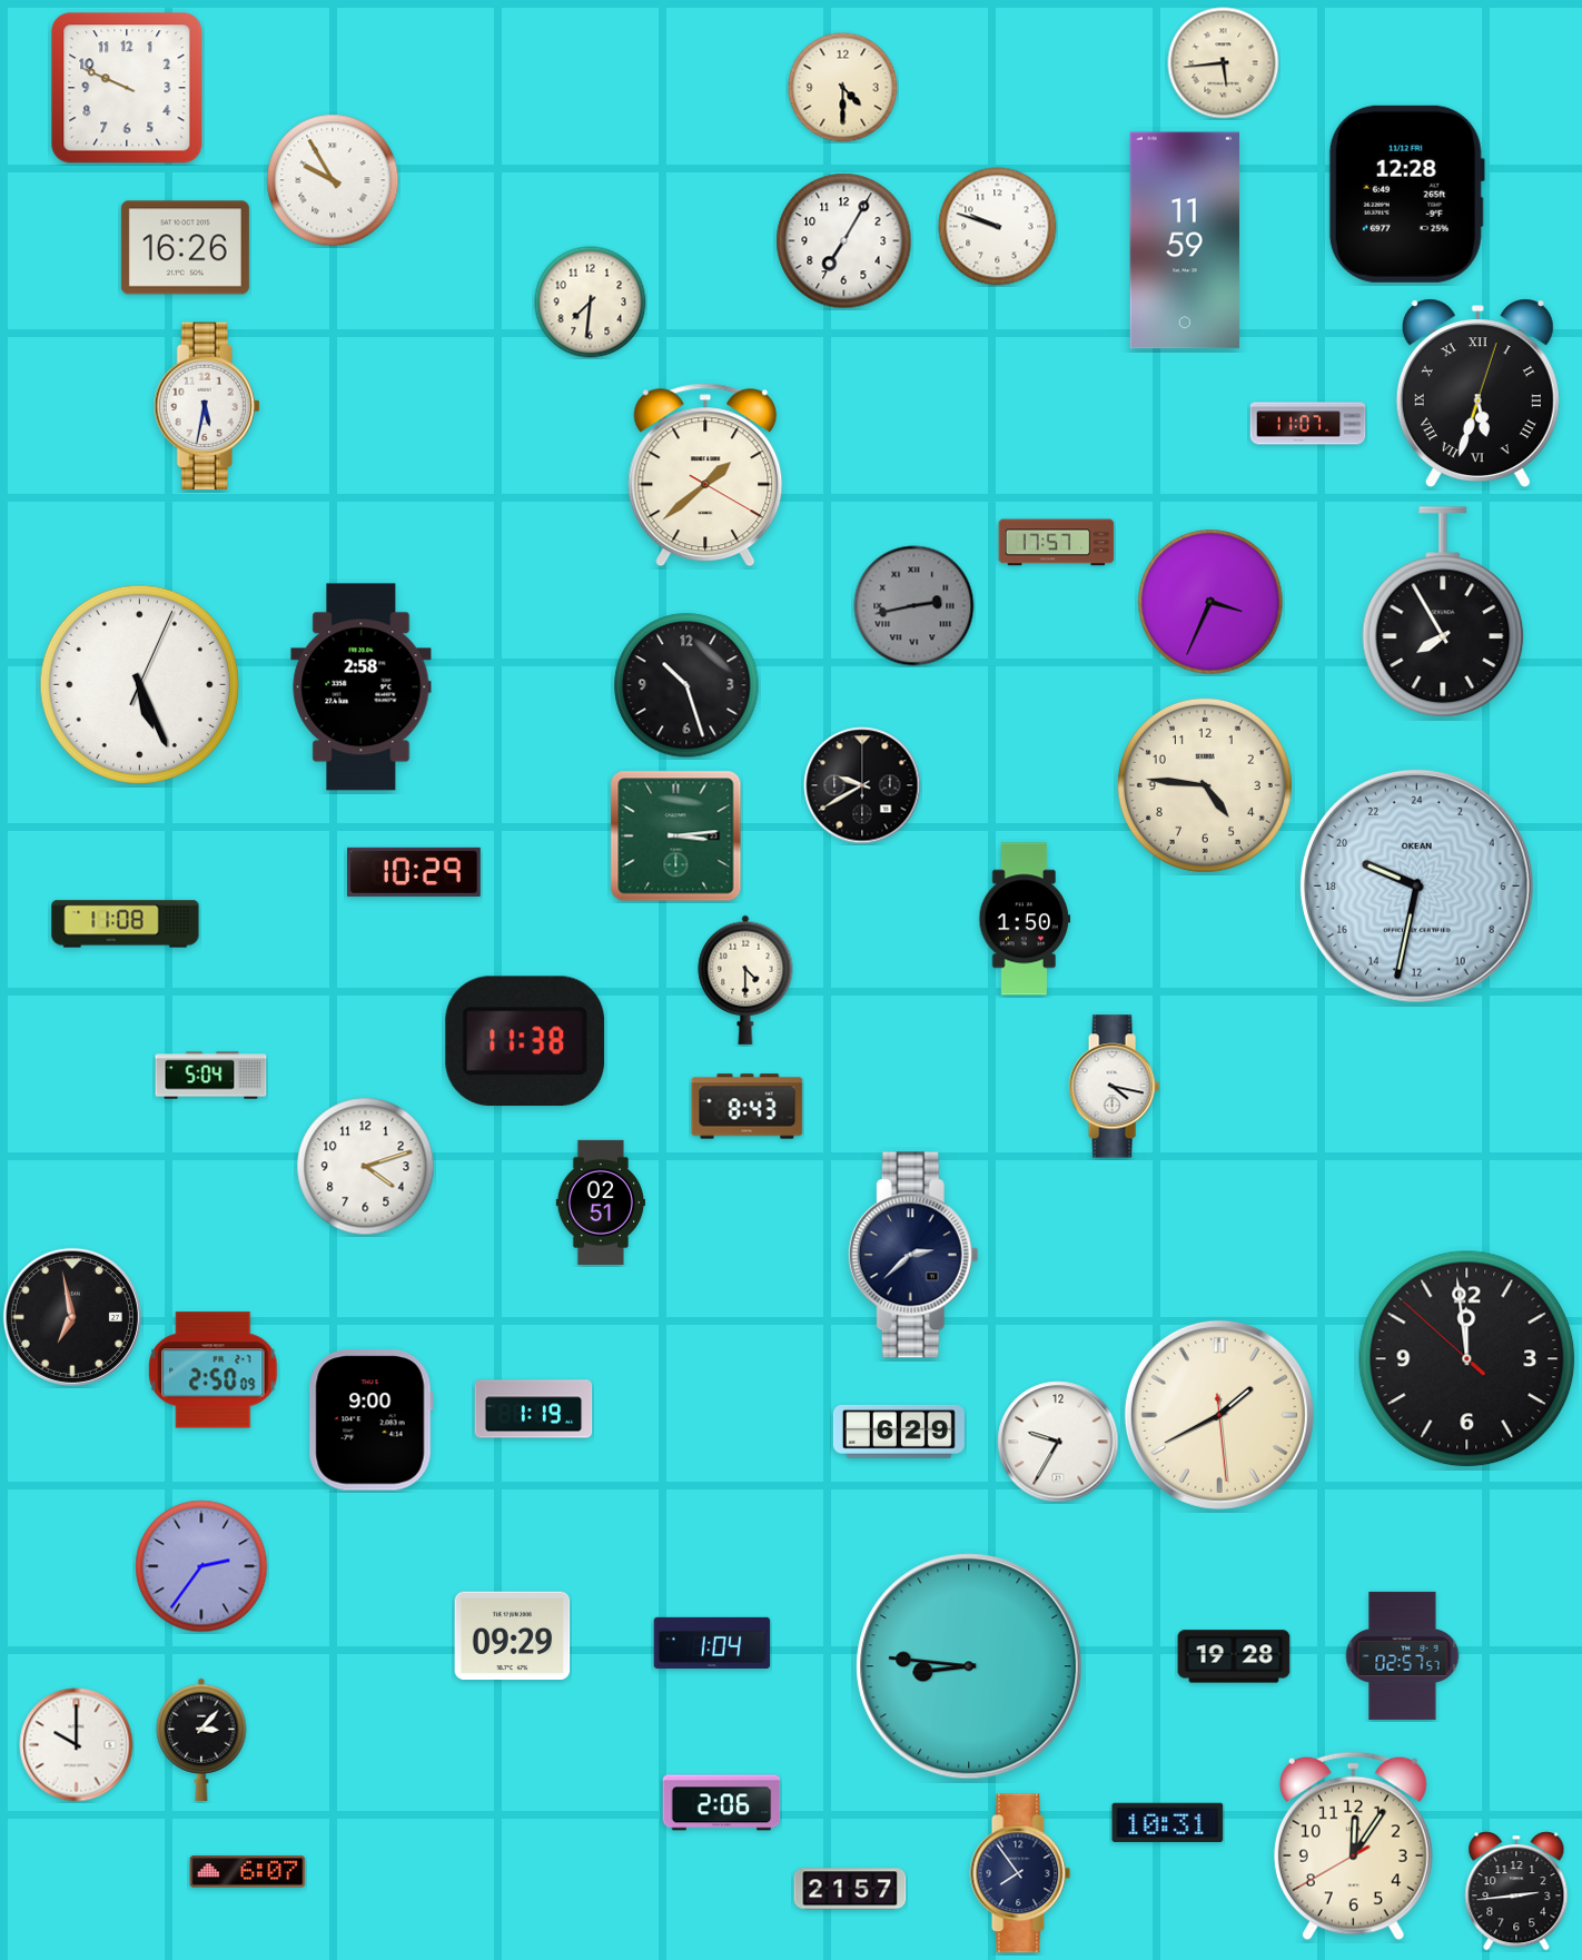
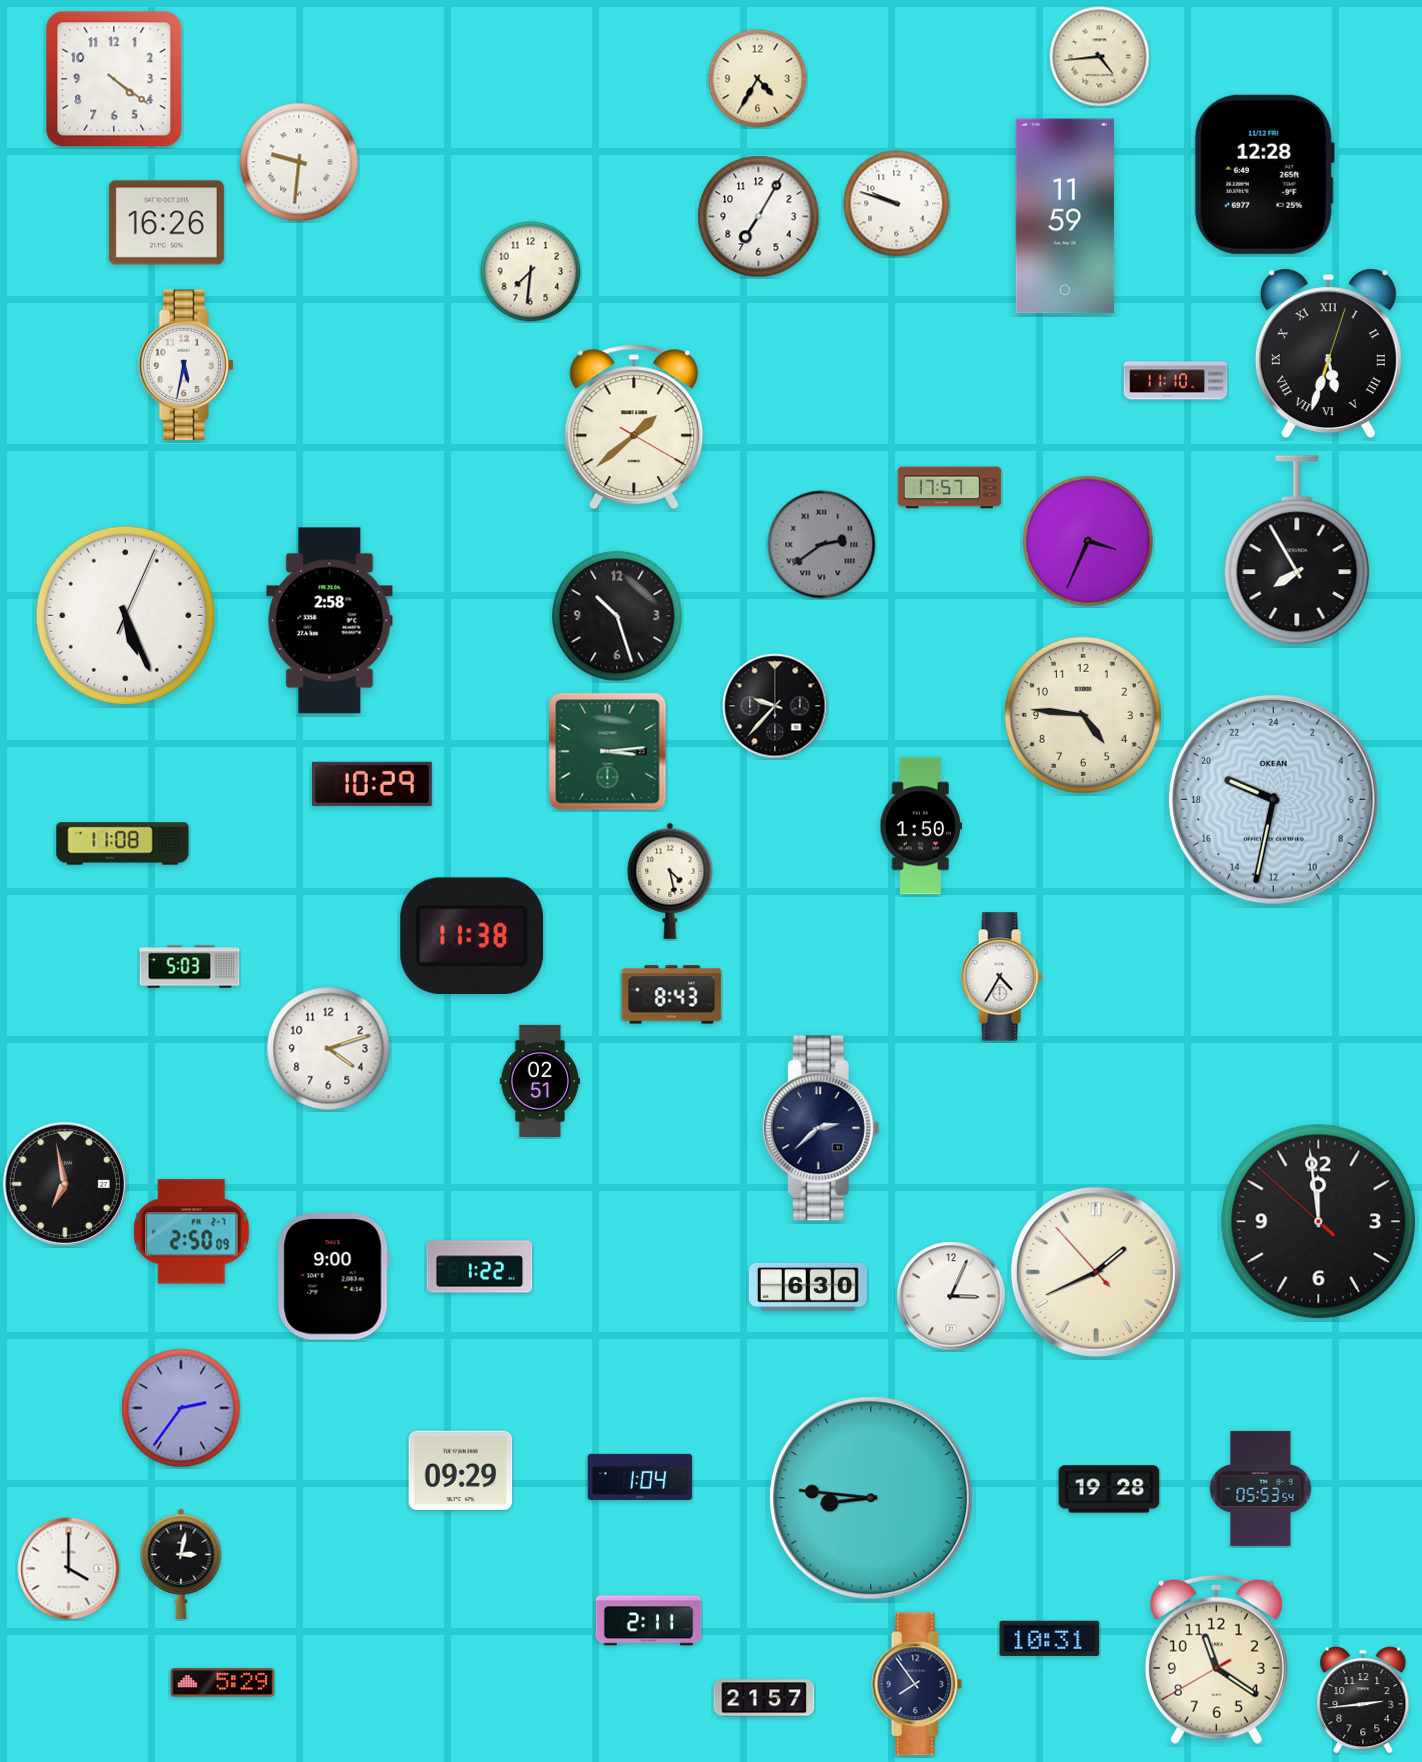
clock at (1224, 63): 5:44 -> 4:44
clock at (127, 88): 9:49 -> 4:21
clock at (843, 88): 4:30 -> 4:35
clock at (333, 180): 9:55 -> 9:31
clock at (1308, 424): 11:07 -> 11:10
clock at (914, 606): 2:43 -> 2:39
clock at (362, 687) position: (362, 687) -> (330, 621)
clock at (862, 785): 9:40 -> 9:37
clock at (1205, 785) position: (1205, 785) -> (1083, 715)
clock at (1416, 885) position: (1416, 885) -> (1273, 799)
clock at (126, 924) position: (126, 924) -> (123, 844)
clock at (745, 980): 4:30 -> 4:28
clock at (211, 1076): 5:04 -> 5:03
clock at (1114, 1087): 4:17 -> 4:35
clock at (534, 1409): 1:19 -> 1:22
clock at (1219, 1415): 1:40:29 -> 1:40:53
clock at (899, 1432): 6:29 -> 6:30
clock at (1058, 1442): 9:35 -> 3:04
clock at (1403, 1655): 02:57 -> 05:53
clock at (201, 1739): 3:07 -> 3:02
clock at (77, 1745): 10:00 -> 4:00
clock at (722, 1803): 2:06 -> 2:11
clock at (1353, 1847): 12:05 -> 11:20
clock at (248, 1872): 6:07 -> 5:29
